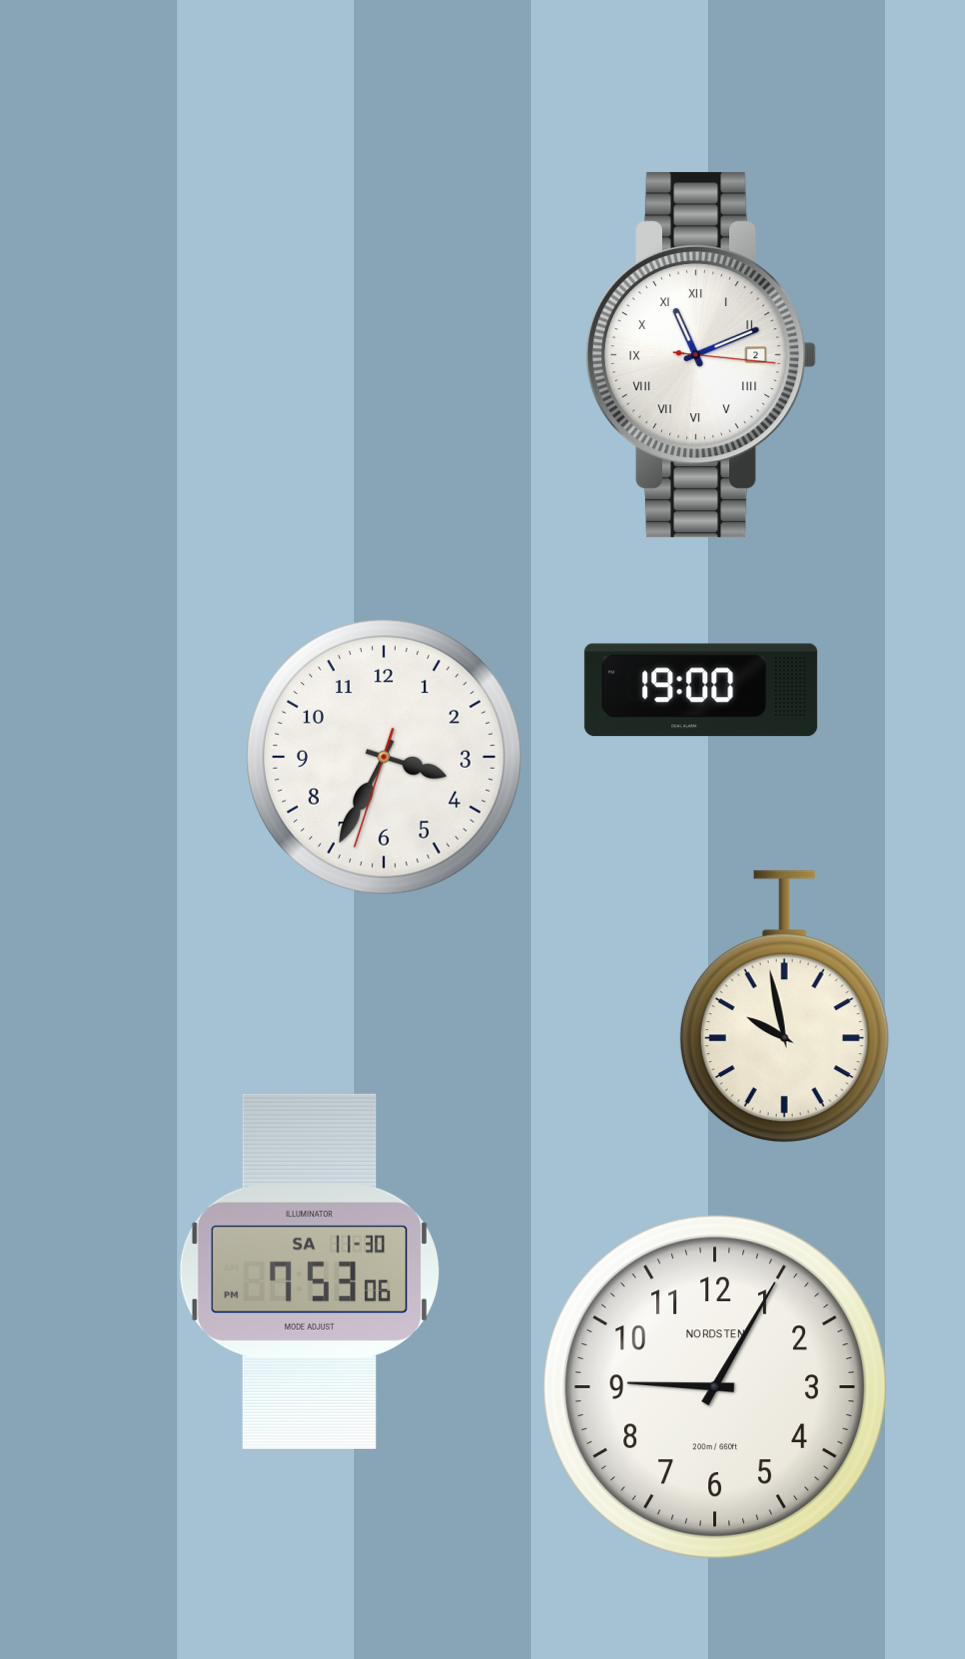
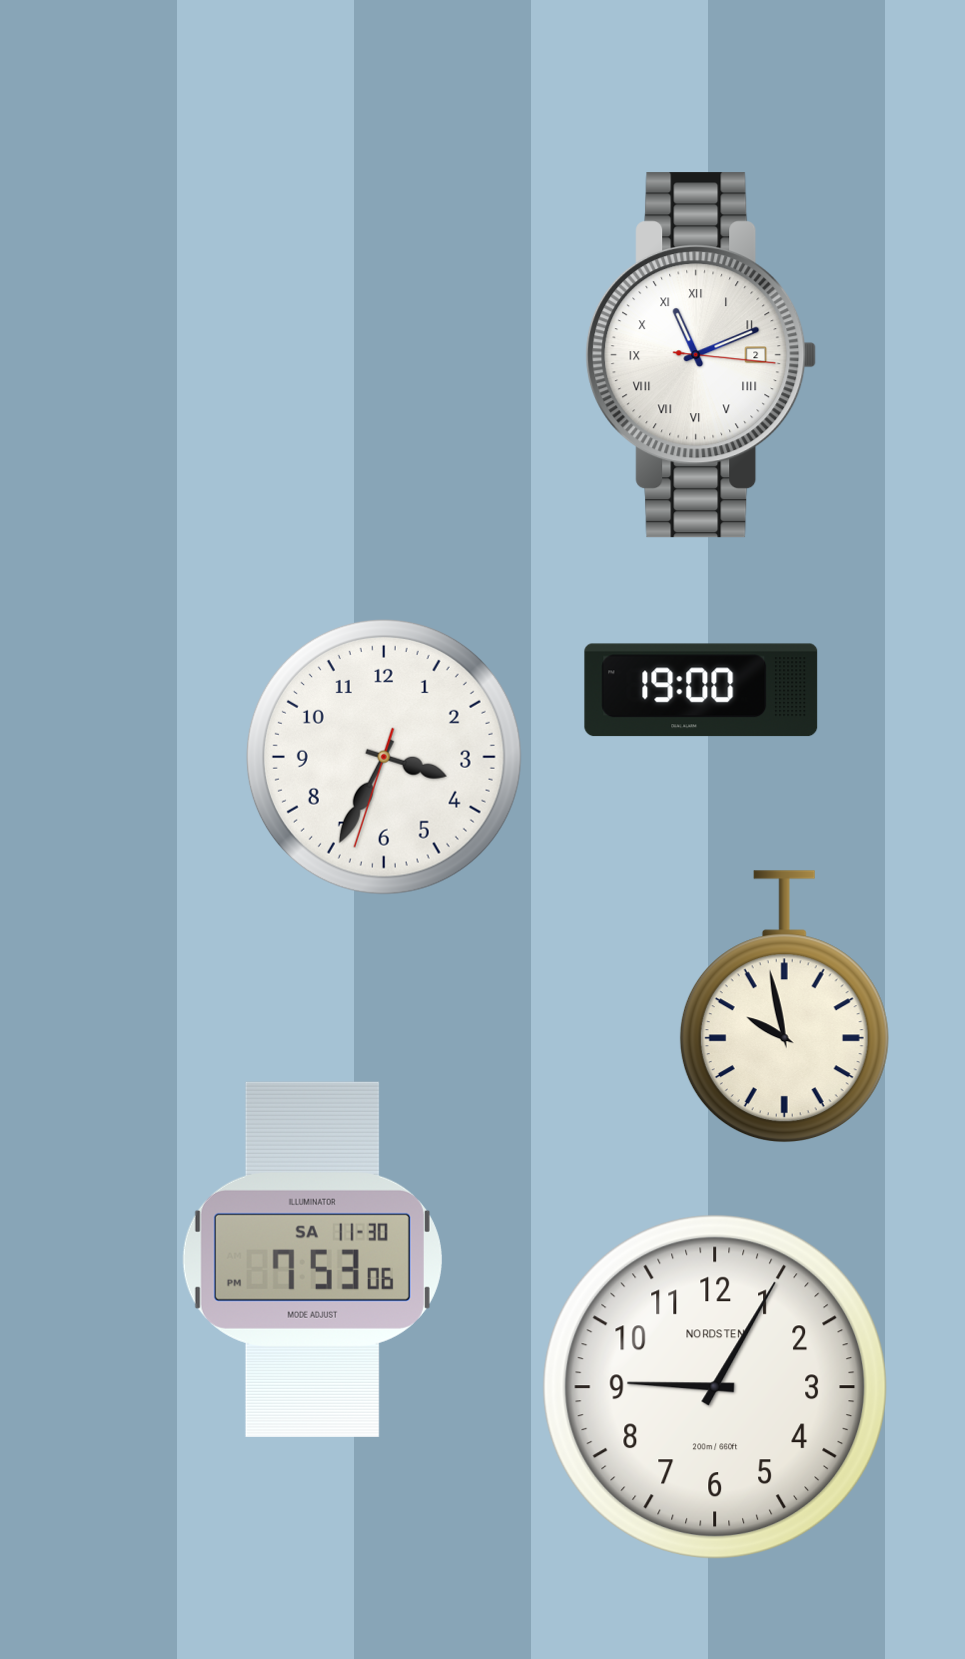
clock at (309, 1271) position: (309, 1271) -> (312, 1259)
